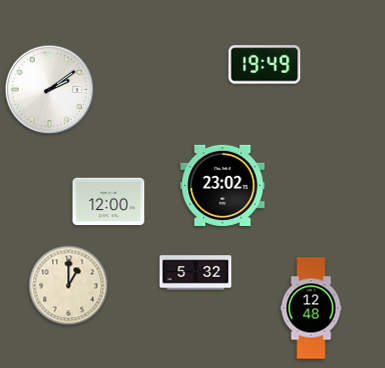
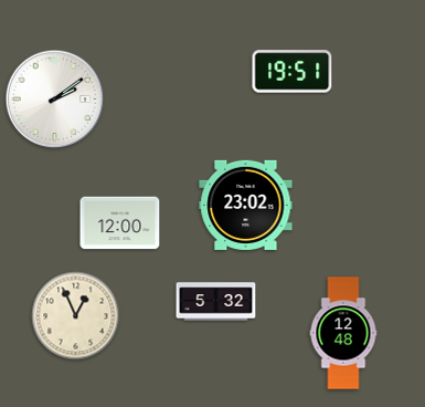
clock at (265, 65): 19:49 -> 19:51
clock at (69, 286): 1:00 -> 12:56
clock at (311, 308) position: (311, 308) -> (343, 333)
